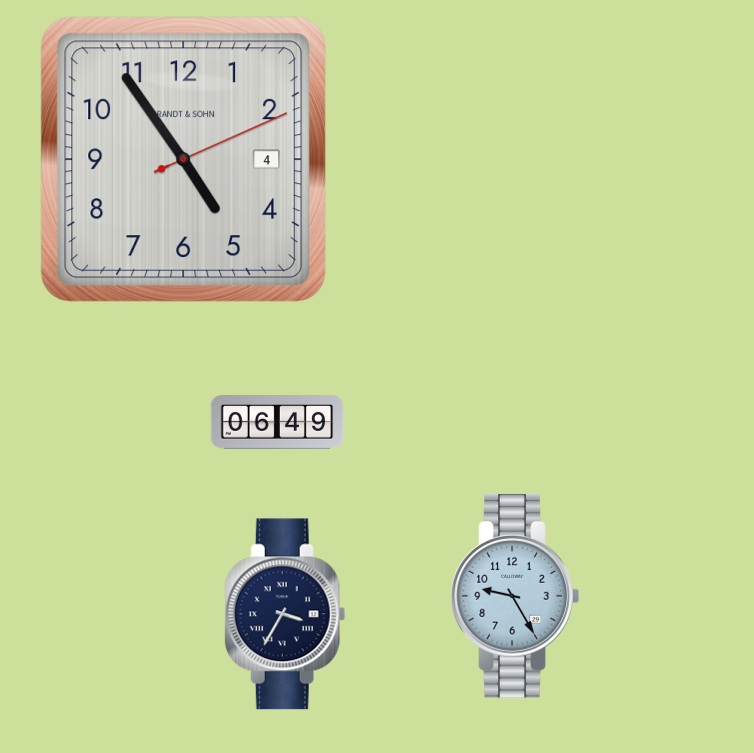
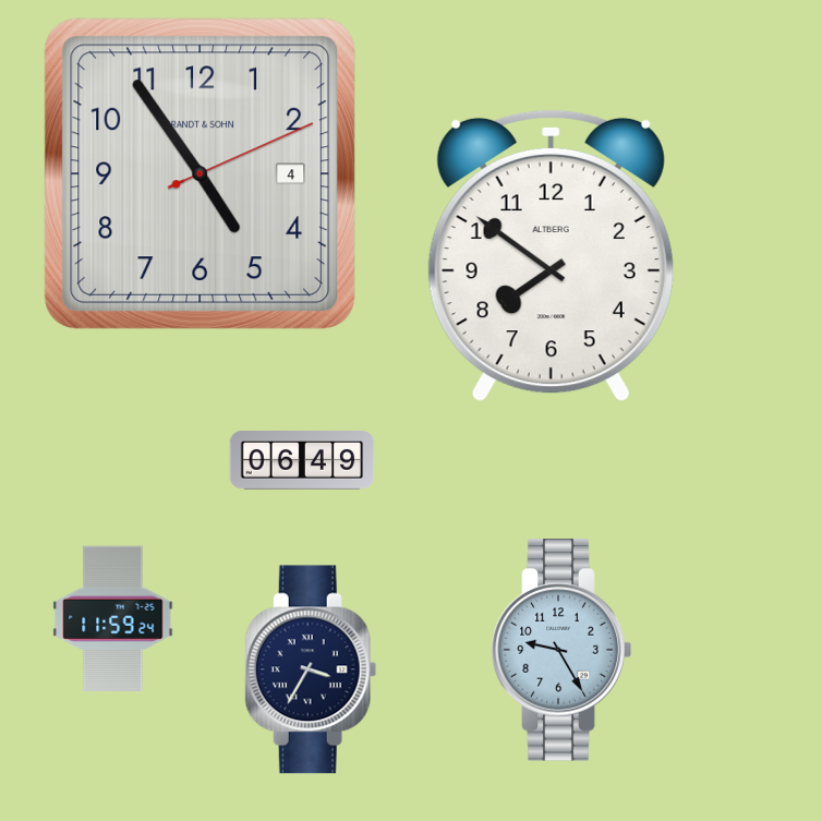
clock at (551, 256): none -> 7:51
clock at (113, 618): none -> 11:59
